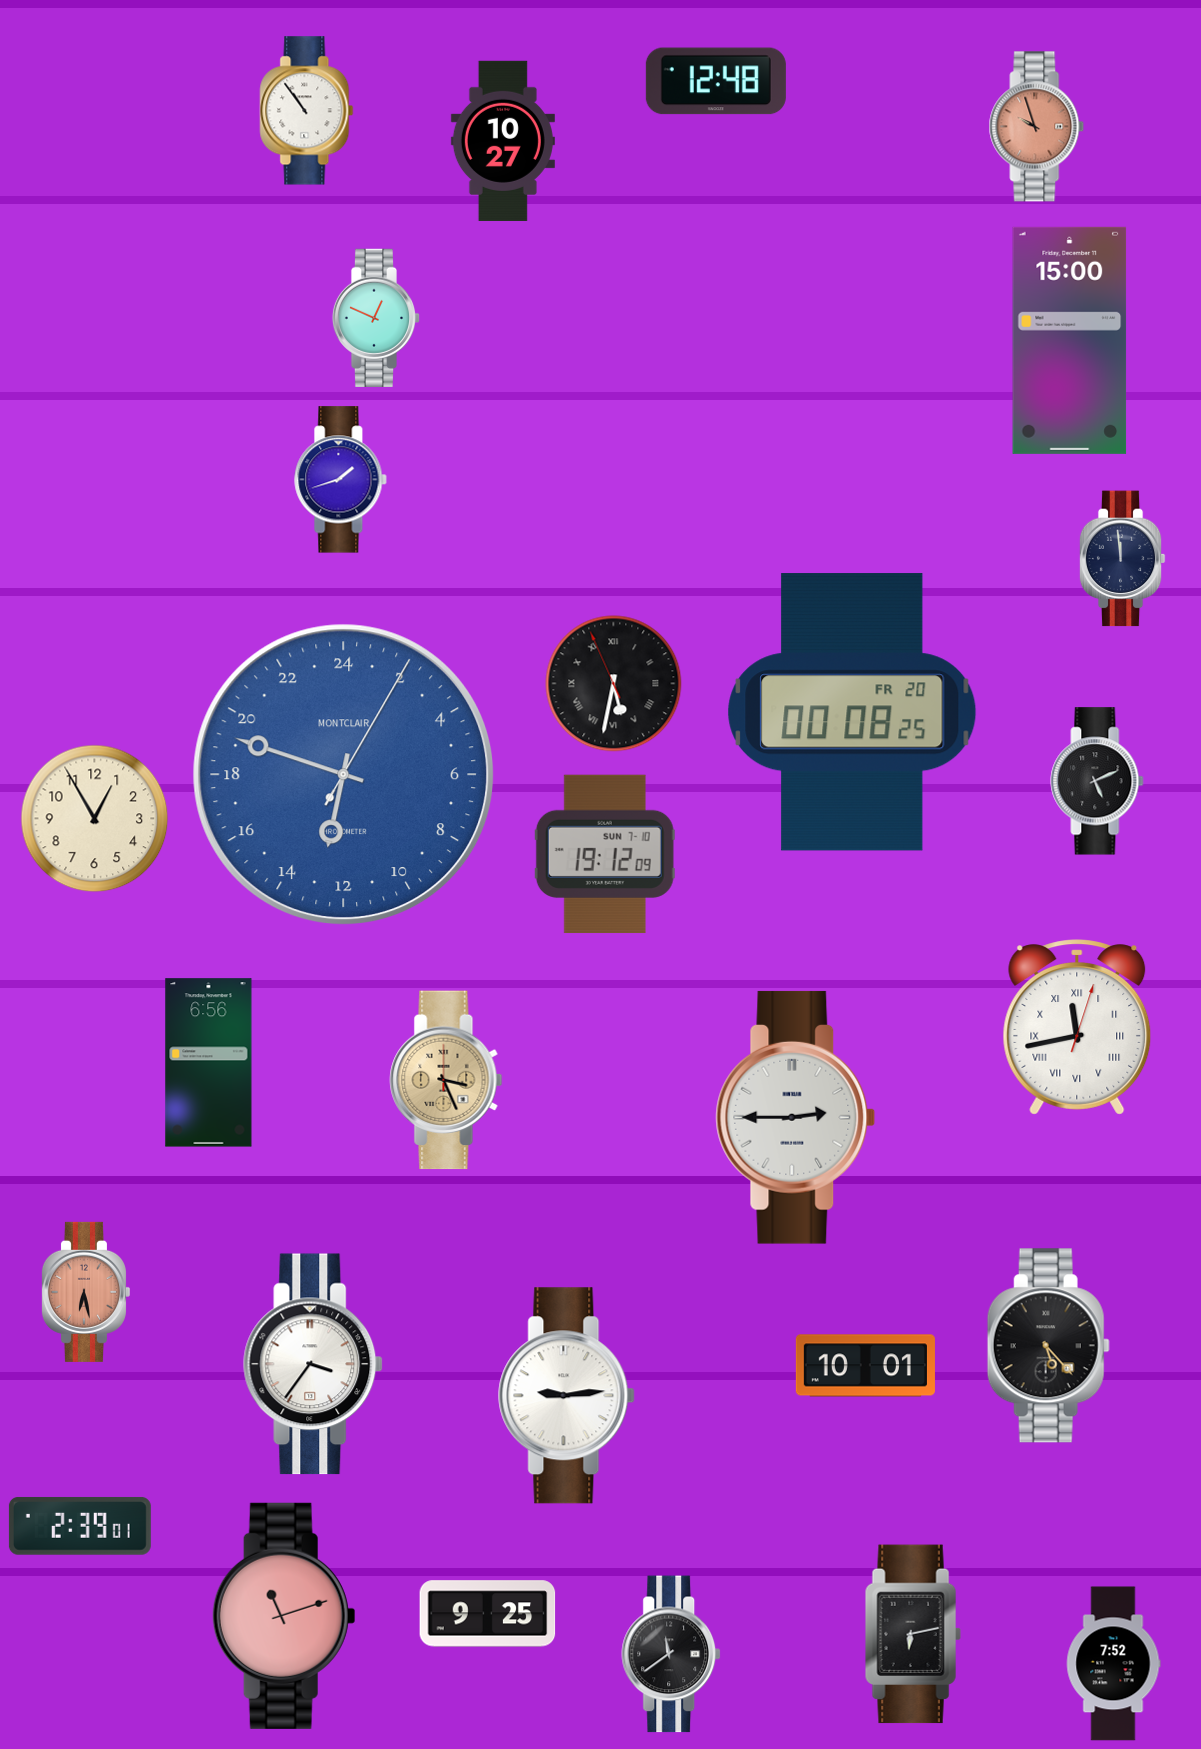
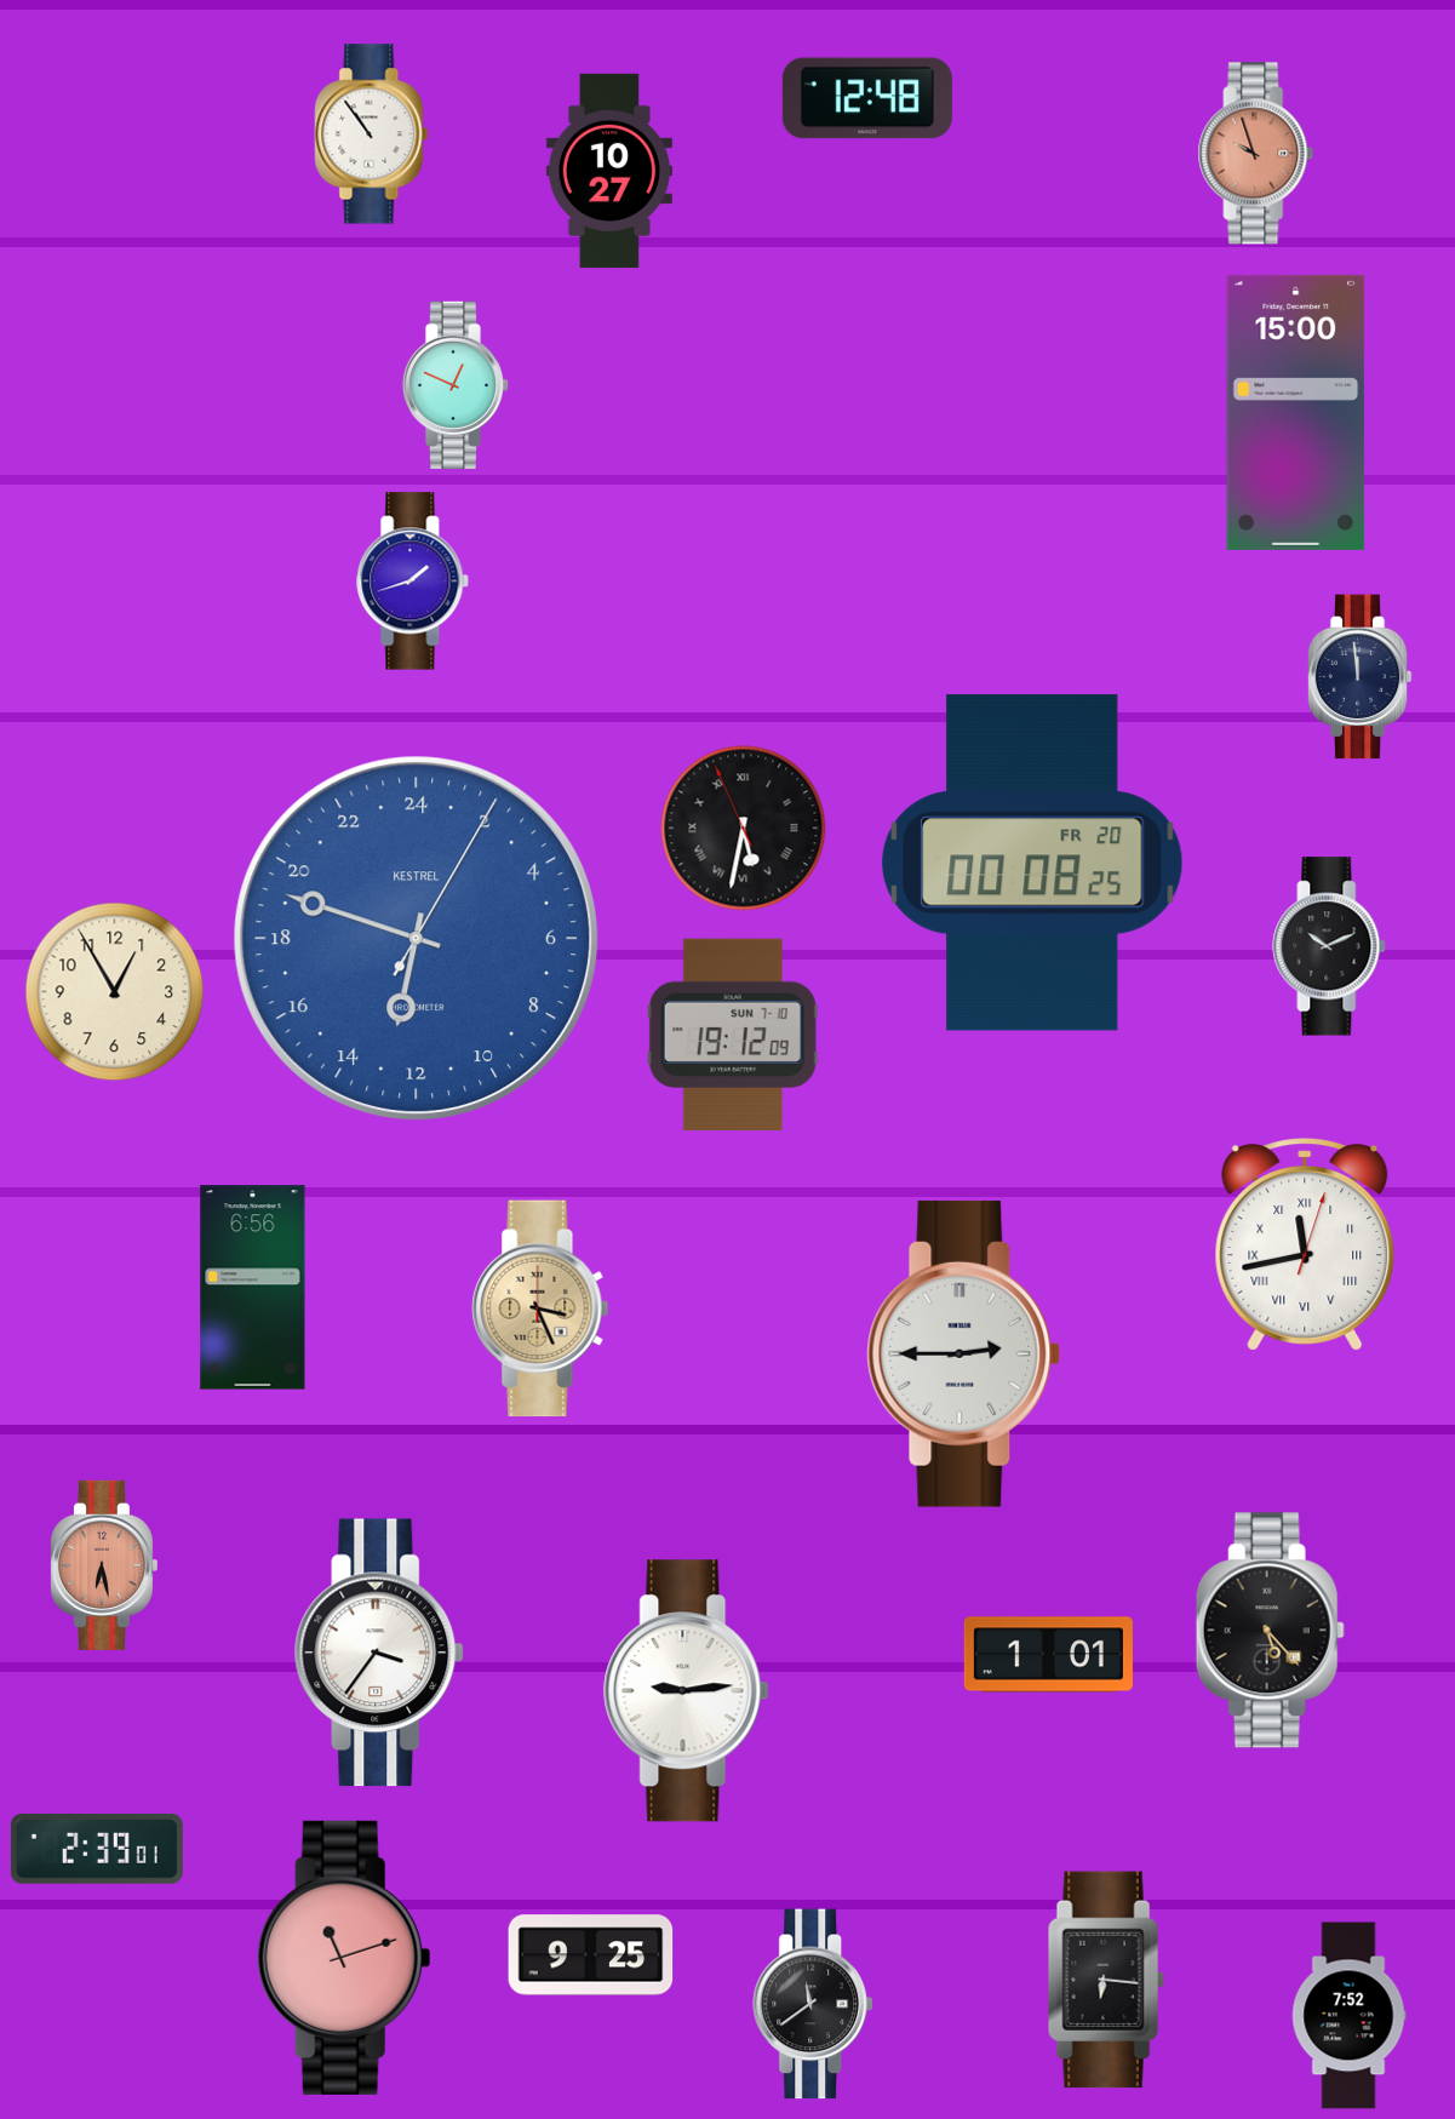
clock at (344, 775) brand: MONTCLAIR -> KESTREL
clock at (1097, 781): 5:11 -> 10:11
clock at (865, 1366): 10:01 -> 1:01
clock at (913, 1634): 6:13 -> 6:16
